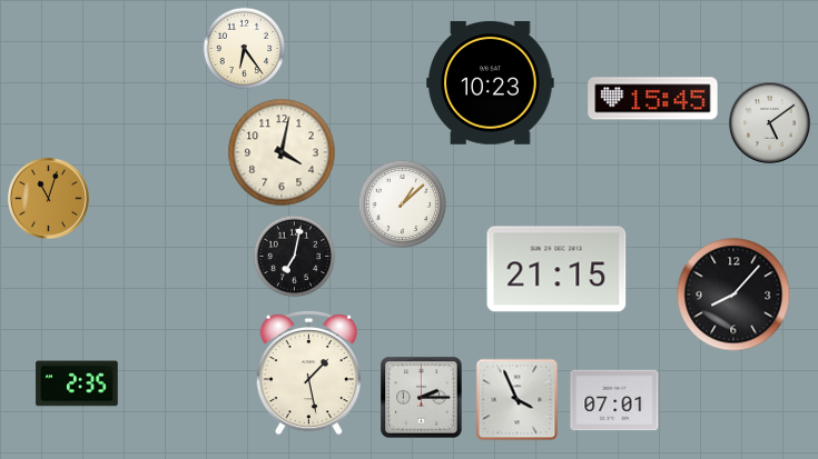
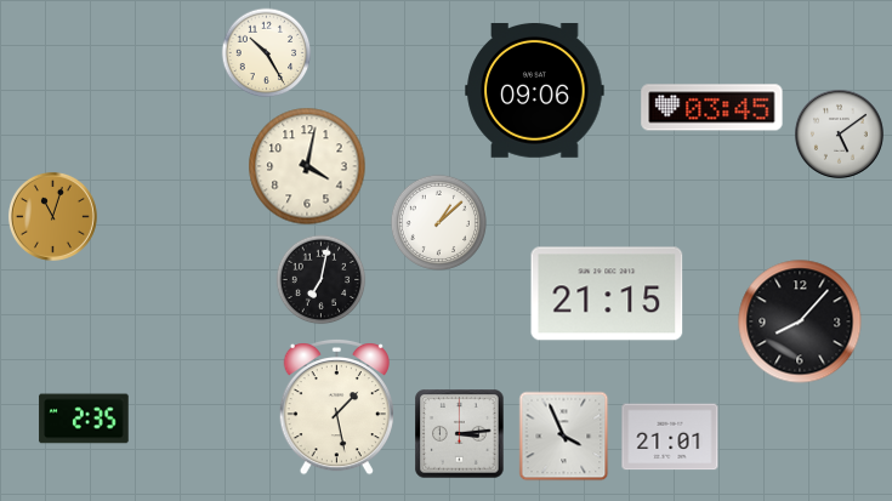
clock at (245, 49): 6:24 -> 10:25
clock at (491, 82): 10:23 -> 09:06
clock at (653, 99): 15:45 -> 03:45
clock at (422, 398): 2:15 -> 3:14
clock at (614, 400): 07:01 -> 21:01
